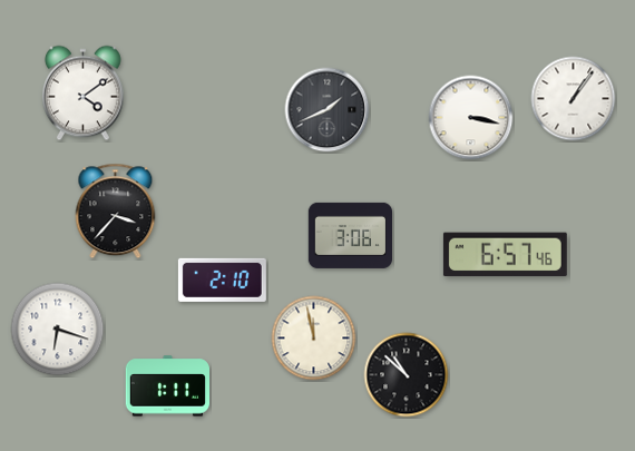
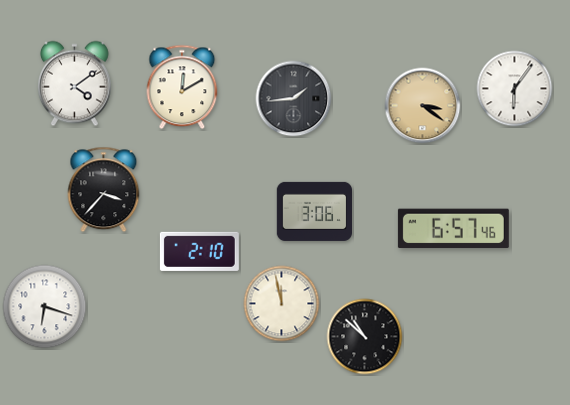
clock at (182, 87): none -> 12:10
clock at (574, 99): 1:06 -> 6:06
clock at (328, 110): 1:41 -> 1:44
clock at (471, 118): 3:17 -> 3:21
clock at (471, 118) dial: white -> champagne
clock at (58, 330) position: (58, 330) -> (45, 307)
clock at (167, 386): 1:11 -> none
